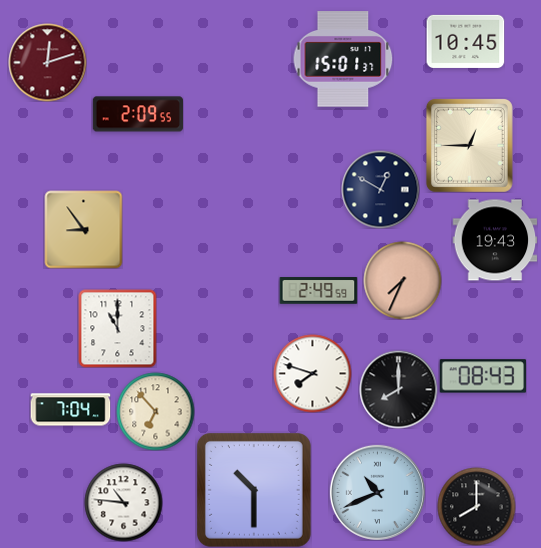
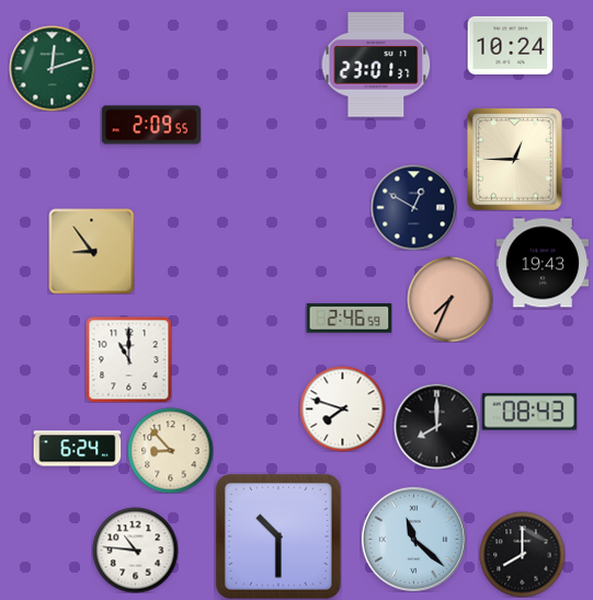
clock at (465, 41): 10:45 -> 10:24
clock at (343, 59): 15:01 -> 23:01
clock at (47, 62) dial: burgundy -> green
clock at (380, 189) position: (380, 189) -> (413, 207)
clock at (402, 280) position: (402, 280) -> (449, 299)
clock at (318, 291): 2:49 -> 2:46
clock at (70, 410): 7:04 -> 6:24
clock at (155, 411): 6:53 -> 8:53
clock at (377, 492): 10:41 -> 11:22
